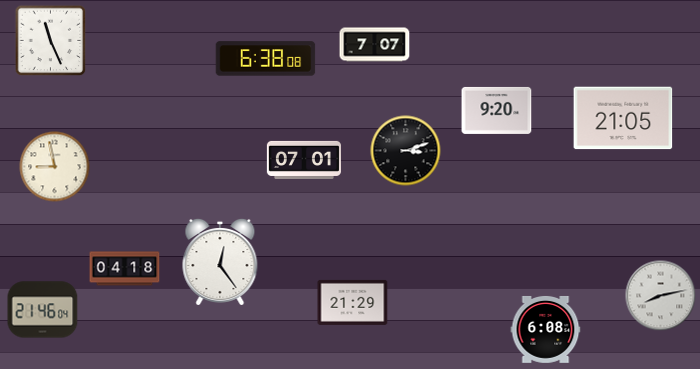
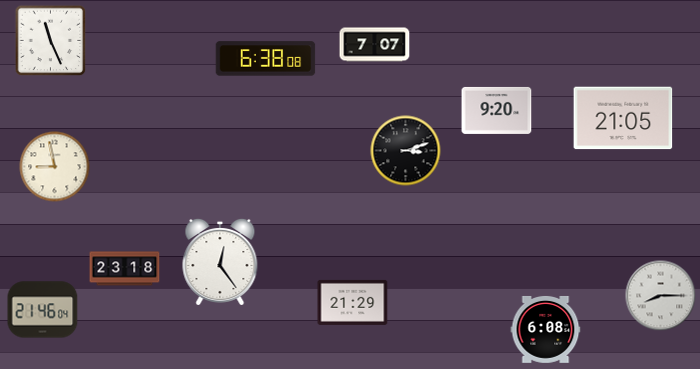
clock at (304, 160): 07:01 -> none
clock at (125, 269): 04:18 -> 23:18
clock at (661, 296): 8:13 -> 8:15
